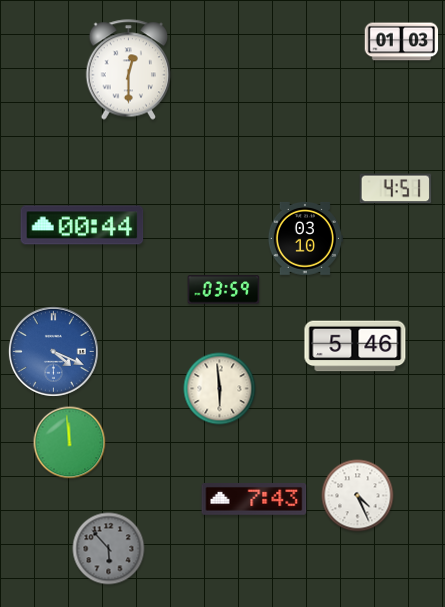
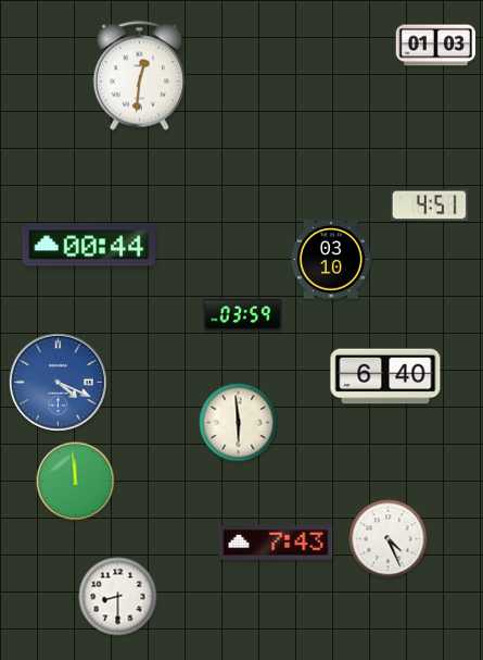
clock at (129, 70): 12:30 -> 12:31
clock at (355, 346): 5:46 -> 6:40
clock at (109, 549): 5:53 -> 8:30
clock at (109, 549) dial: grey -> white
